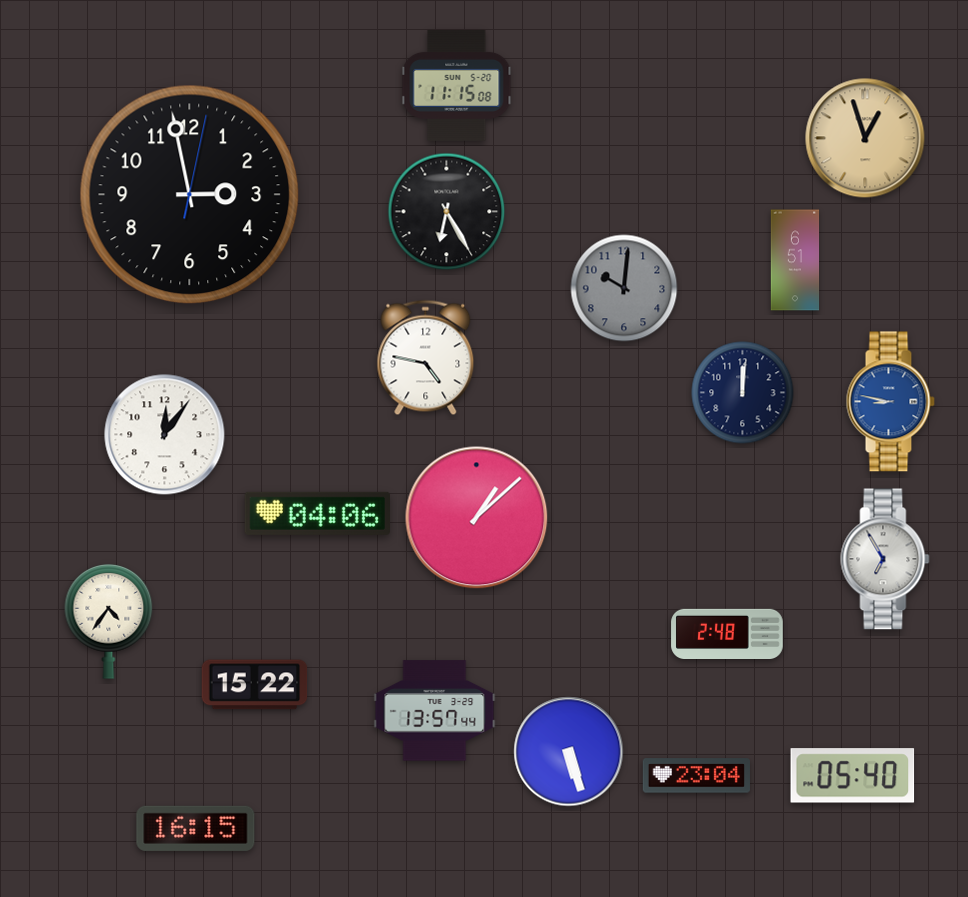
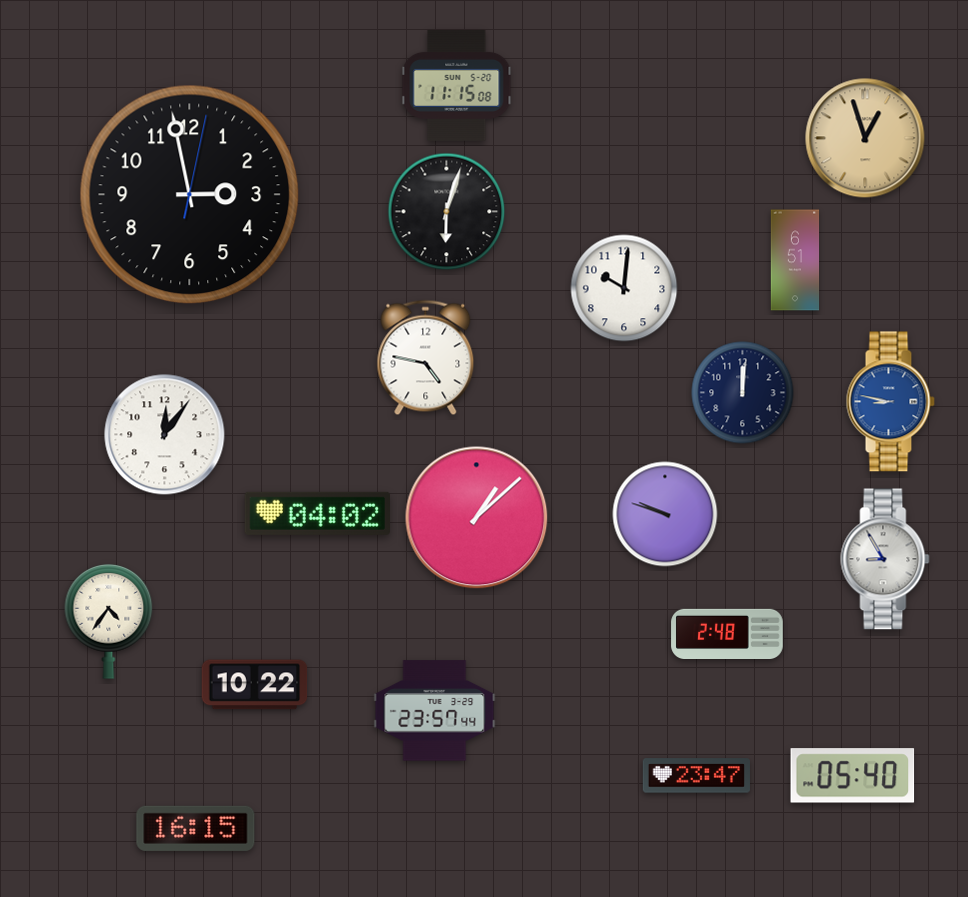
clock at (447, 212): 6:25 -> 6:03
clock at (624, 288) dial: grey -> white
clock at (317, 513): 04:06 -> 04:02
clock at (665, 514): none -> 9:48
clock at (885, 559): 6:55 -> 8:55
clock at (255, 685): 15:22 -> 10:22
clock at (435, 711): 13:57 -> 23:57
clock at (569, 752): 5:27 -> none
clock at (696, 776): 23:04 -> 23:47
